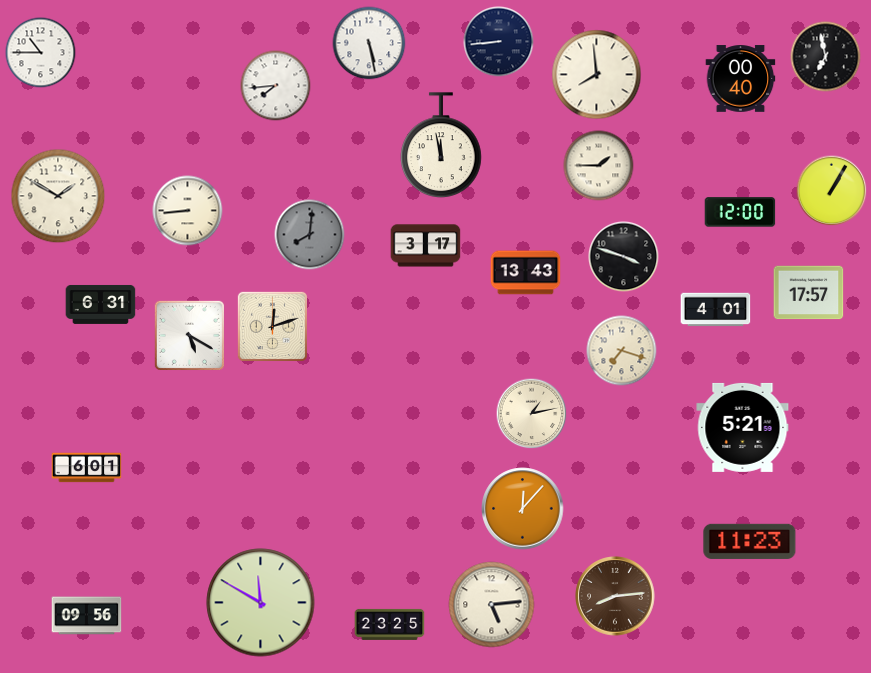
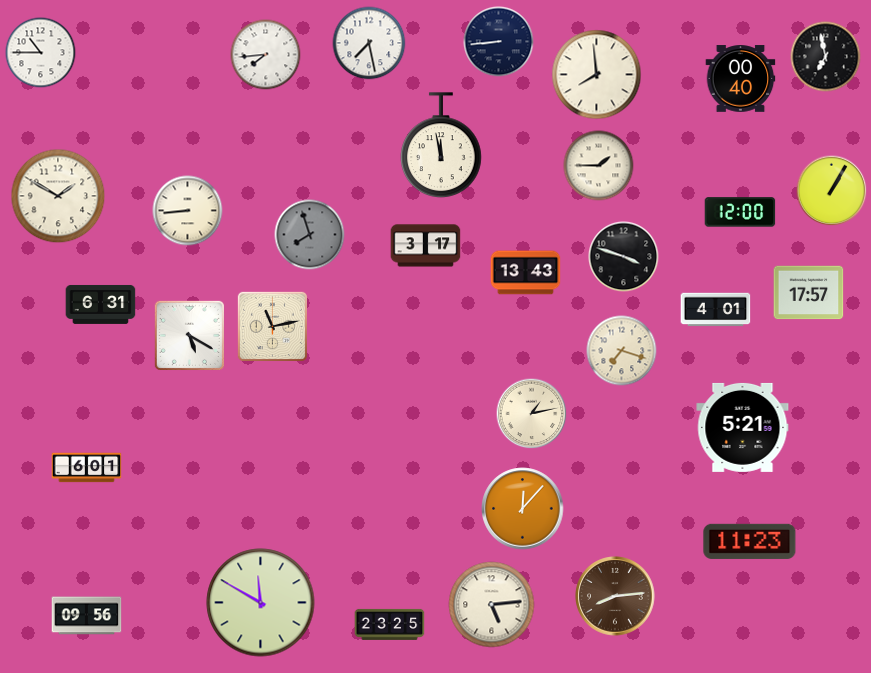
clock at (369, 43): 5:28 -> 7:28
clock at (276, 86) position: (276, 86) -> (266, 55)
clock at (310, 235): 8:01 -> 7:57
clock at (272, 326): 12:12 -> 11:13
